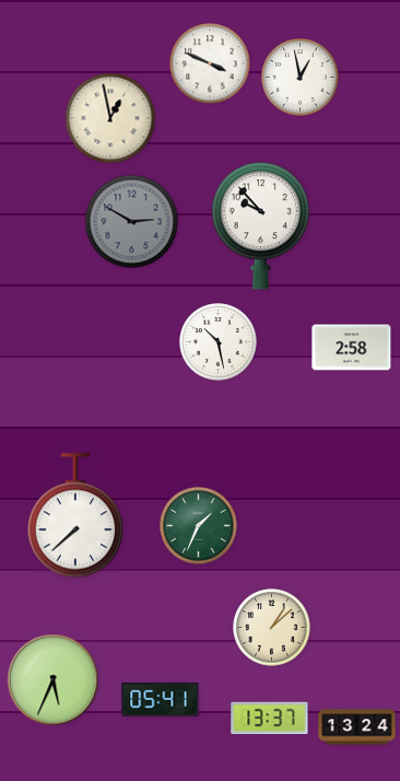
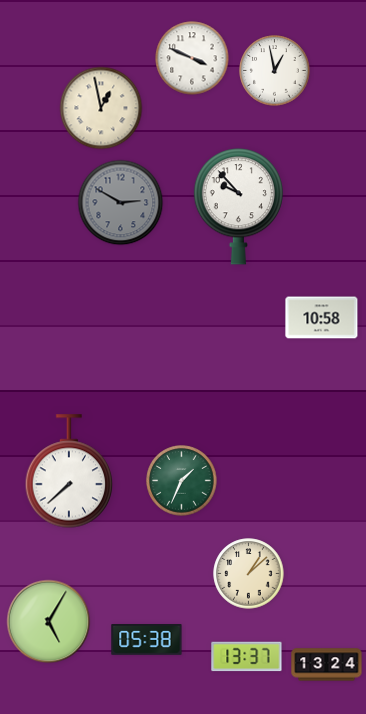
clock at (219, 342): 10:28 -> none
clock at (352, 348): 2:58 -> 10:58
clock at (54, 680): 5:34 -> 5:05
clock at (161, 700): 05:41 -> 05:38
